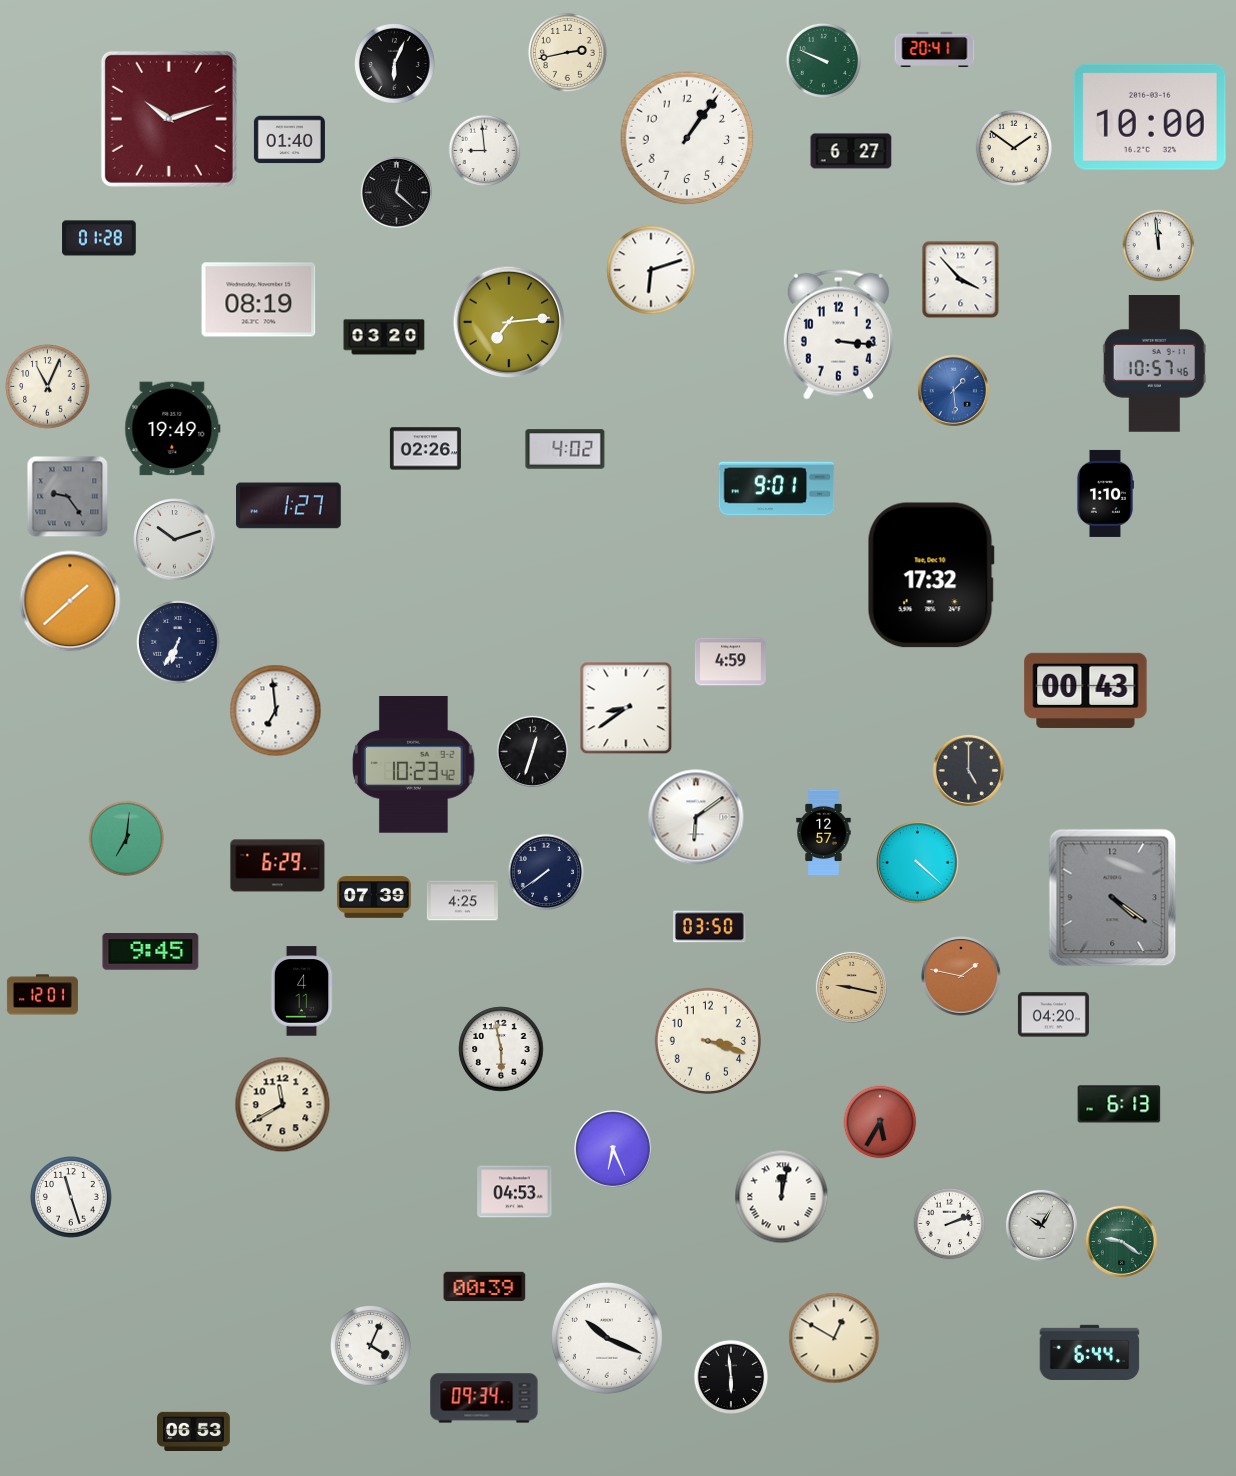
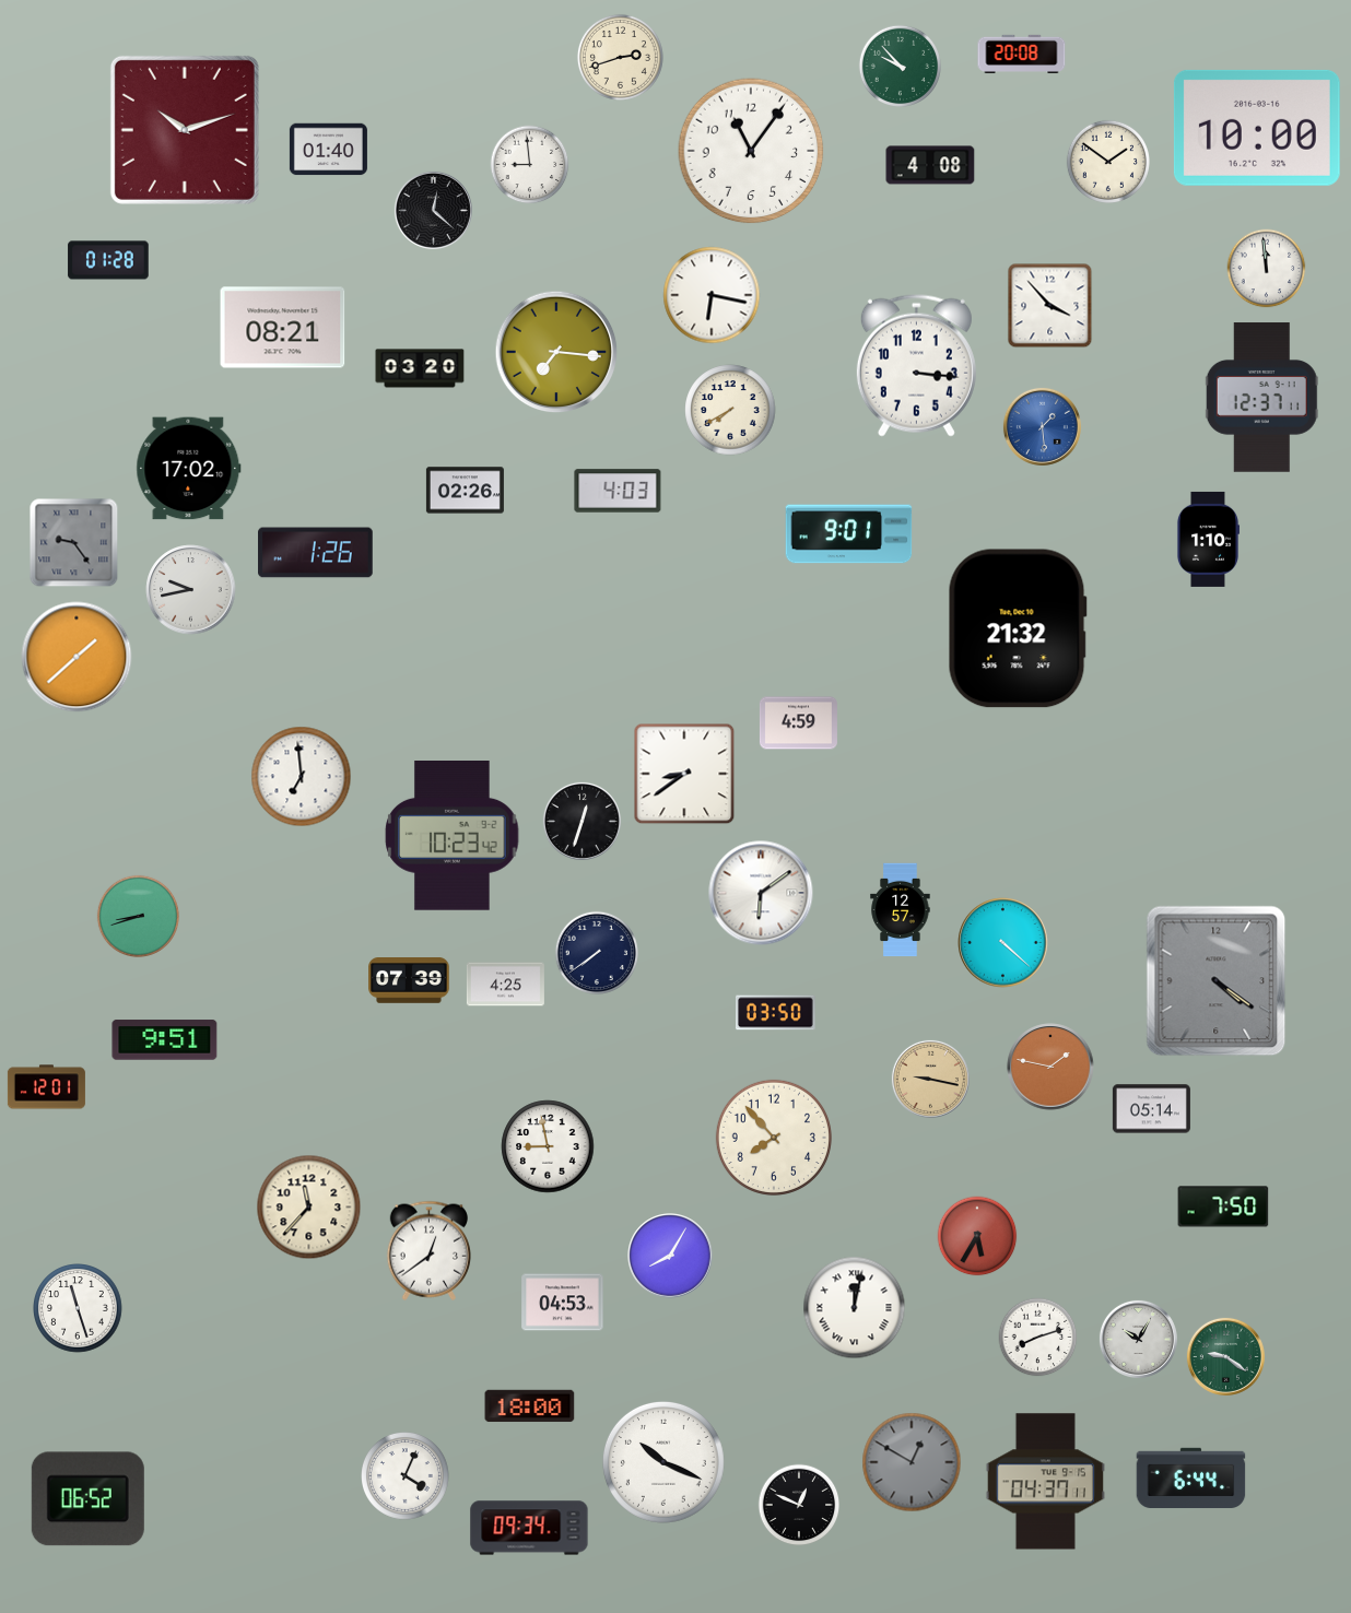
clock at (935, 50): 20:41 -> 20:08
clock at (567, 52): 2:43 -> 2:42
clock at (824, 61): 9:49 -> 9:53
clock at (395, 64): 6:04 -> none
clock at (687, 138): 1:06 -> 11:06
clock at (289, 140) position: (289, 140) -> (328, 150)
clock at (851, 151): 6:27 -> 4:08
clock at (651, 270): 6:12 -> 6:17
clock at (259, 300): 08:19 -> 08:21
clock at (509, 322): 7:14 -> 7:16
clock at (1154, 364): 10:57 -> 12:37
clock at (730, 410): none -> 7:40
clock at (48, 387): 11:04 -> none
clock at (173, 429): 19:49 -> 17:02
clock at (565, 449): 4:02 -> 4:03
clock at (289, 506): 1:27 -> 1:26
clock at (175, 540): 10:12 -> 9:43
clock at (931, 575): 17:32 -> 21:32
clock at (178, 642): 6:35 -> none
clock at (1086, 690): 00:43 -> none
clock at (968, 770): 5:00 -> none
clock at (127, 839): 7:01 -> 8:42
clock at (278, 866): 6:29 -> none
clock at (151, 952): 9:45 -> 9:51
clock at (302, 991): 4:11 -> none
clock at (1053, 1015): 04:20 -> 05:14
clock at (708, 1041): 3:18 -> 7:53
clock at (501, 1049): 5:58 -> 8:58
clock at (1119, 1104): 6:13 -> 7:50
clock at (283, 1105): 11:40 -> 11:37
clock at (880, 1122) position: (880, 1122) -> (977, 1236)
clock at (428, 1250): none -> 12:39
clock at (613, 1149): 6:26 -> 8:05
clock at (950, 1224): 2:12 -> 8:12
clock at (485, 1287): 00:39 -> 18:00
clock at (834, 1338) dial: cream -> grey
clock at (371, 1346) position: (371, 1346) -> (406, 1476)
clock at (1045, 1482): none -> 04:37
clock at (87, 1499): none -> 06:52
clock at (731, 1377): 5:59 -> 12:49
clock at (194, 1431): 06:53 -> none
